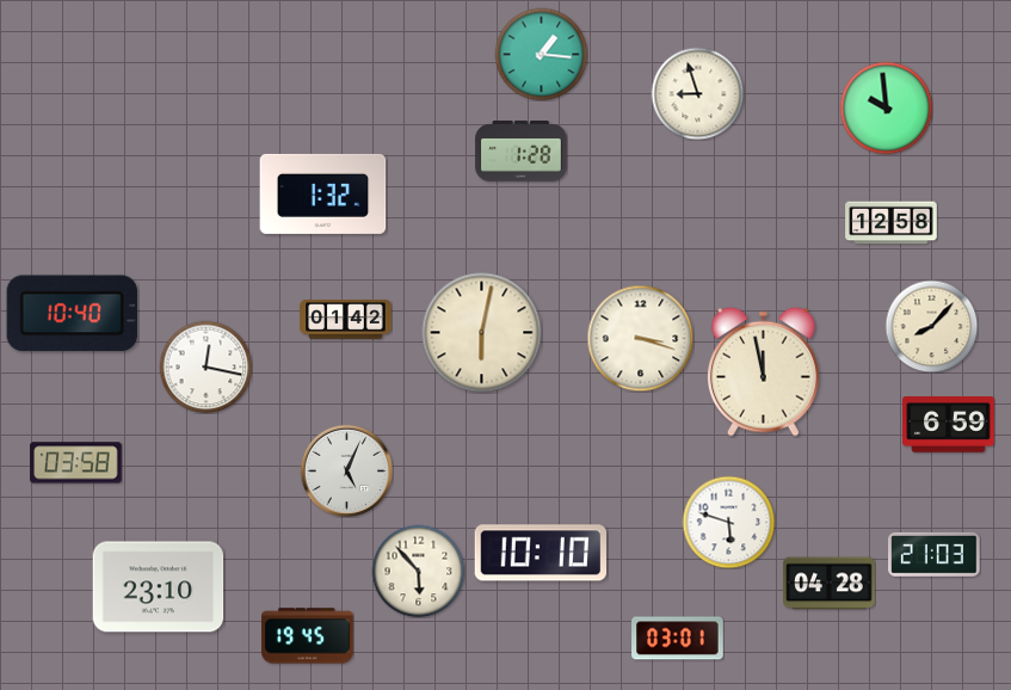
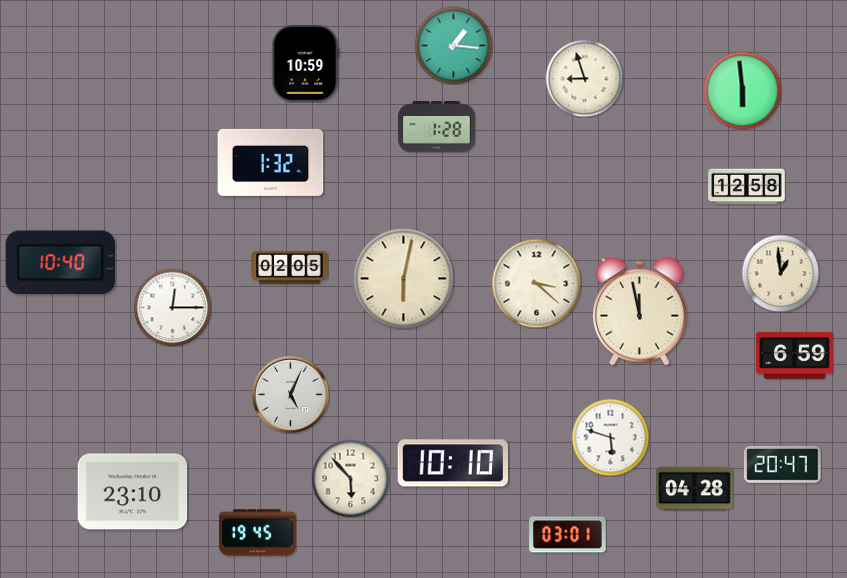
clock at (306, 64): none -> 10:59
clock at (886, 107): 9:59 -> 5:59
clock at (346, 320): 01:42 -> 02:05
clock at (931, 326): 8:07 -> 12:59
clock at (640, 338): 3:18 -> 3:22
clock at (205, 366): 12:17 -> 12:15
clock at (76, 463): 03:58 -> none
clock at (935, 554): 21:03 -> 20:47
